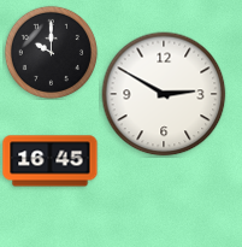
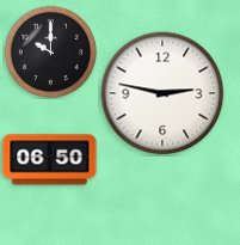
clock at (164, 94): 2:50 -> 2:47
clock at (51, 161): 16:45 -> 06:50
